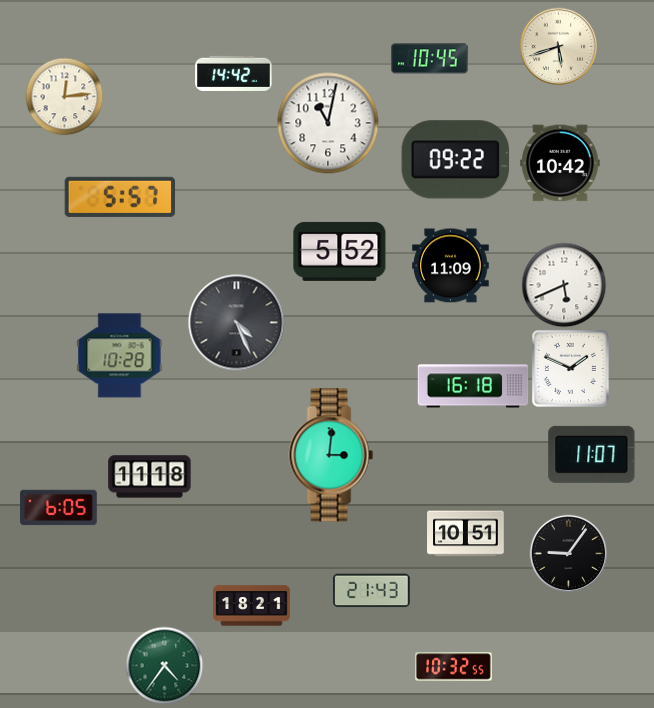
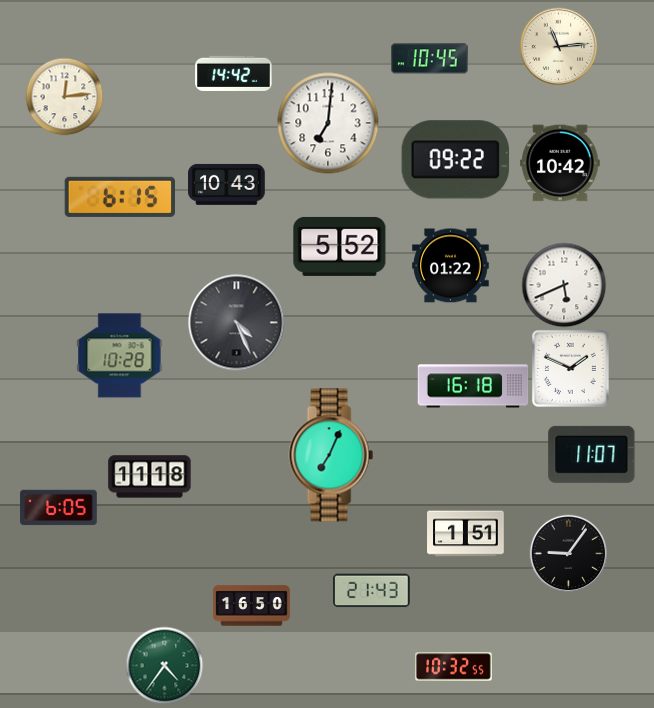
clock at (558, 46): 5:42 -> 11:14
clock at (328, 123): 11:02 -> 7:01
clock at (227, 184): none -> 10:43
clock at (119, 197): 5:57 -> 6:15
clock at (340, 251) position: (340, 251) -> (340, 246)
clock at (451, 266): 11:09 -> 01:22
clock at (331, 455): 3:01 -> 7:04
clock at (466, 534): 10:51 -> 1:51
clock at (252, 606): 18:21 -> 16:50
